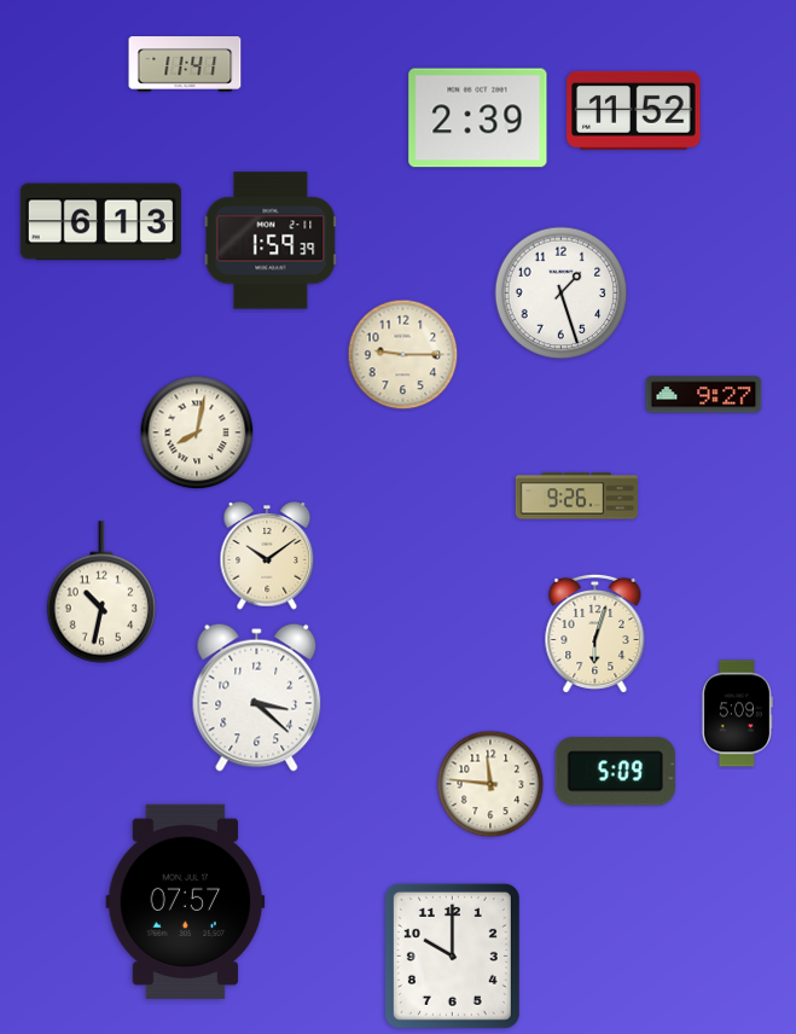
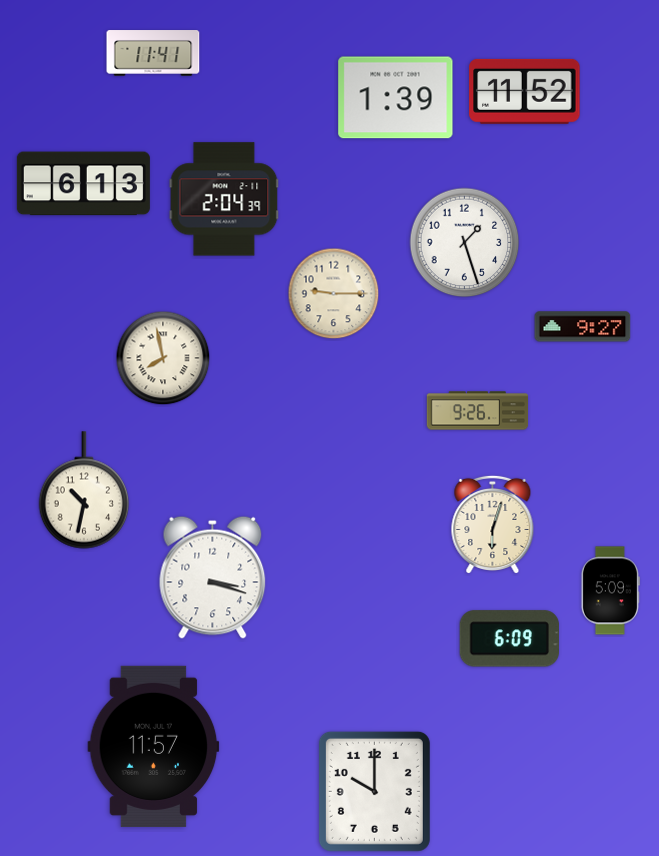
clock at (478, 118): 2:39 -> 1:39
clock at (271, 240): 1:59 -> 2:04
clock at (197, 432): 8:02 -> 7:58
clock at (267, 557): 10:09 -> none
clock at (257, 697): 3:22 -> 3:18
clock at (615, 772): 5:09 -> 6:09
clock at (490, 784): 11:46 -> none
clock at (186, 901): 07:57 -> 11:57
